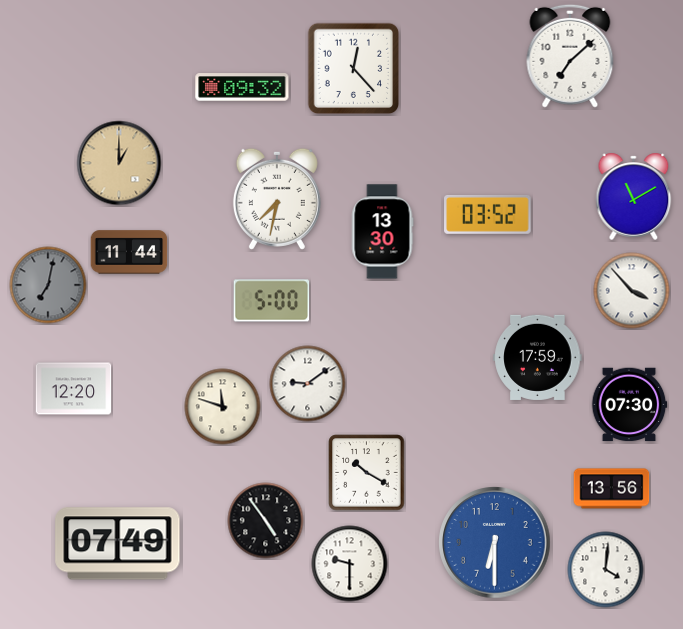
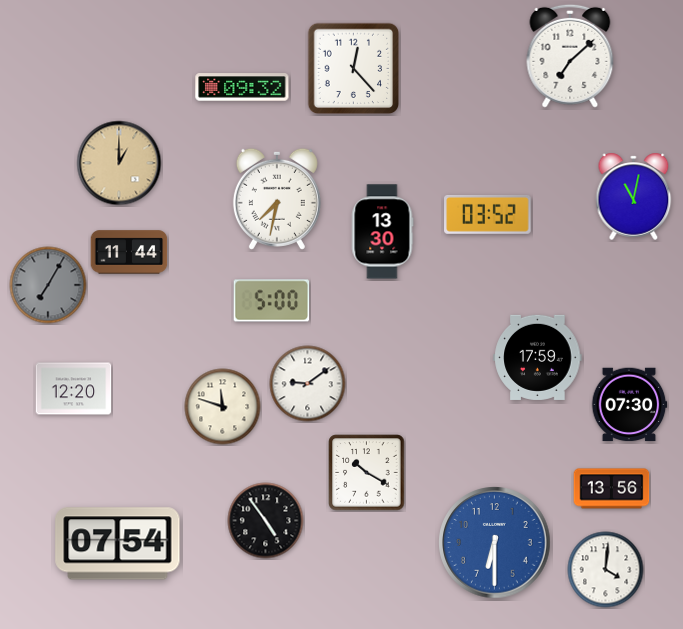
clock at (634, 196): 11:10 -> 11:02
clock at (48, 285): 7:02 -> 7:05
clock at (632, 291): 3:53 -> none
clock at (118, 544): 07:49 -> 07:54
clock at (350, 564): 9:30 -> none
